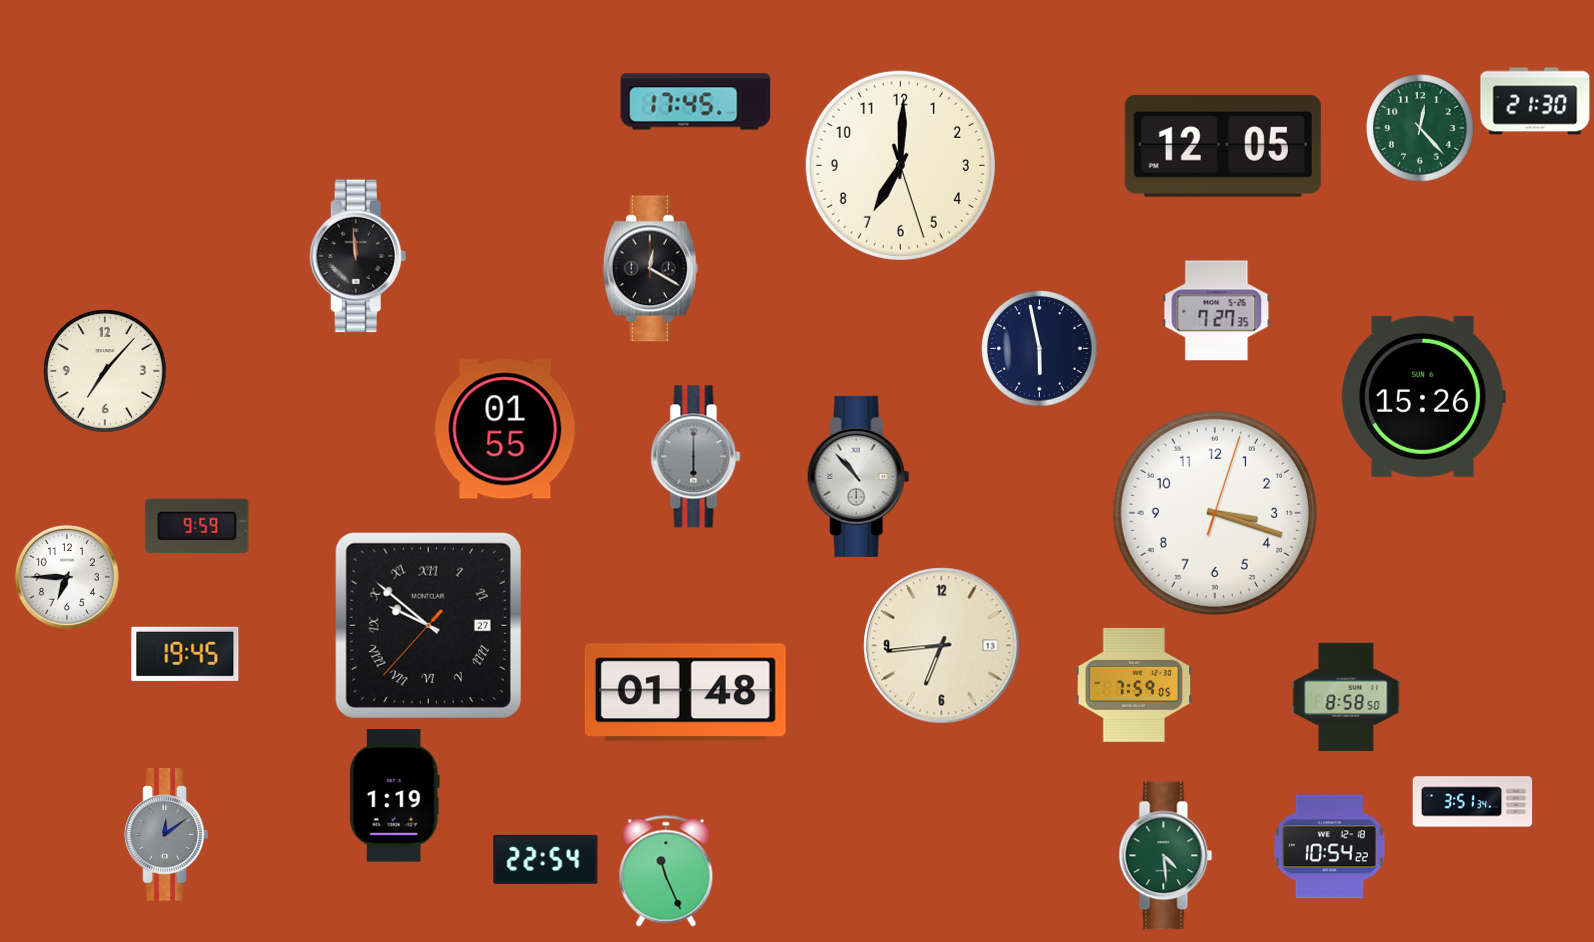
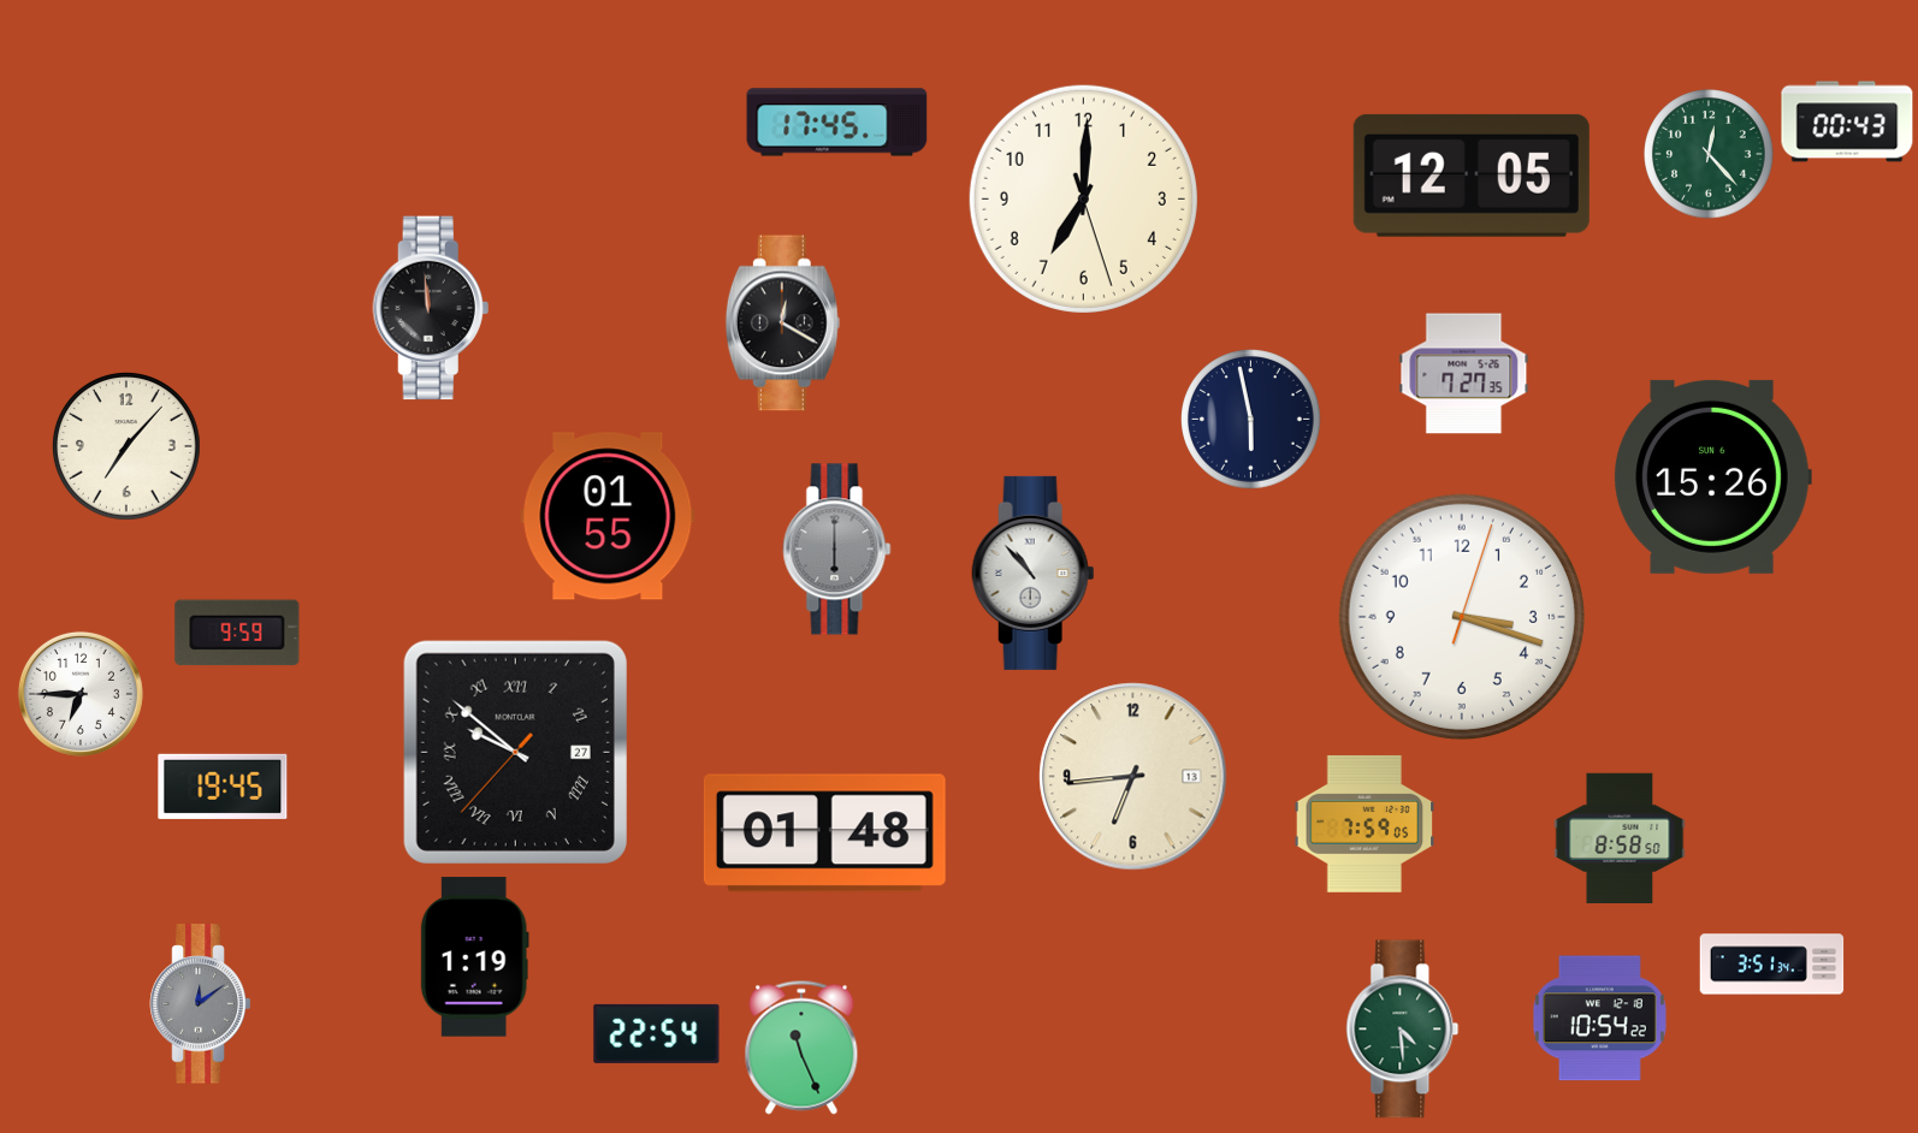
clock at (1535, 101): 21:30 -> 00:43
